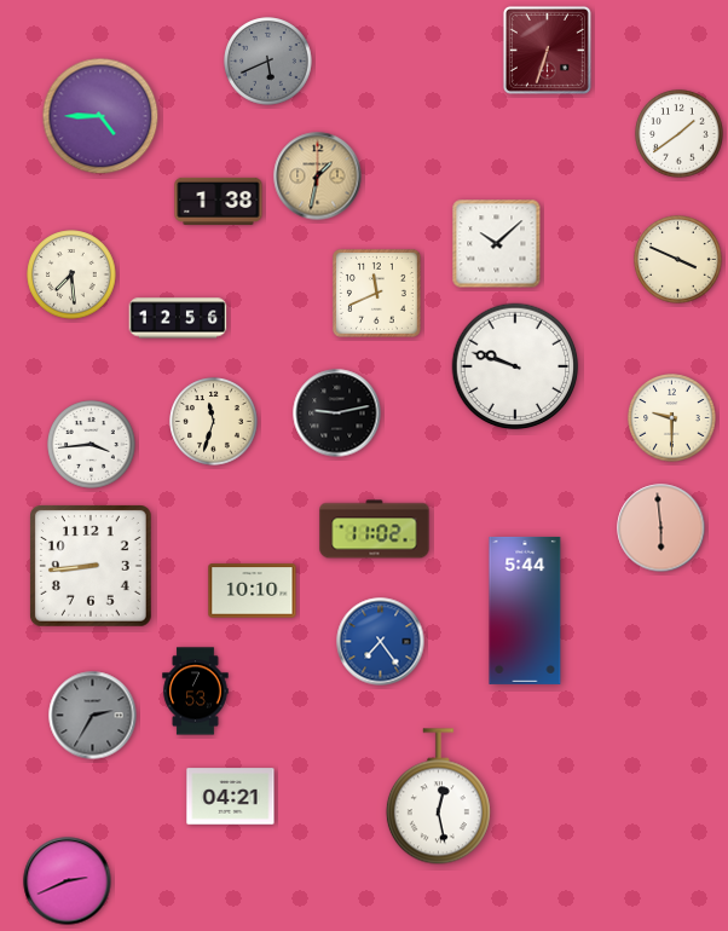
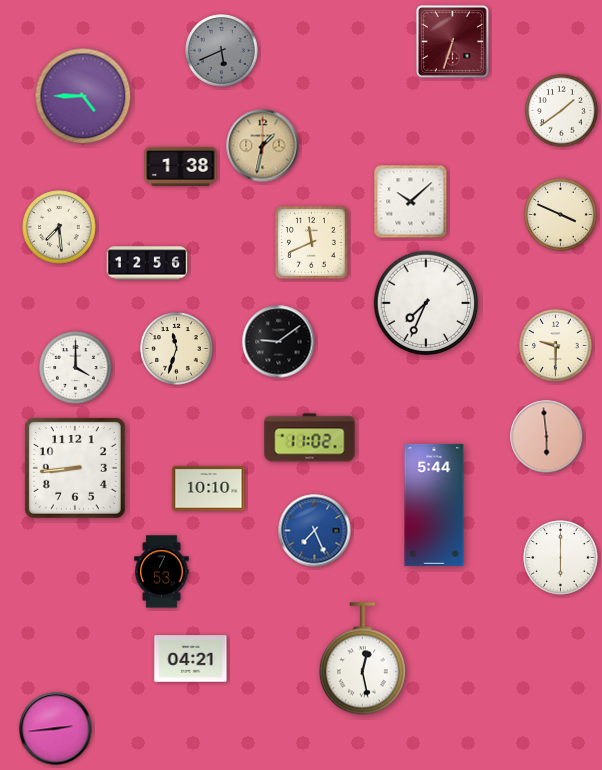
clock at (515, 366): 9:48 -> 7:34
clock at (337, 414): 9:13 -> 9:09
clock at (92, 445): 3:44 -> 4:00
clock at (381, 642): 7:24 -> 7:26
clock at (561, 558): none -> 6:00
clock at (93, 716): 2:35 -> none
clock at (68, 881): 2:41 -> 2:44
